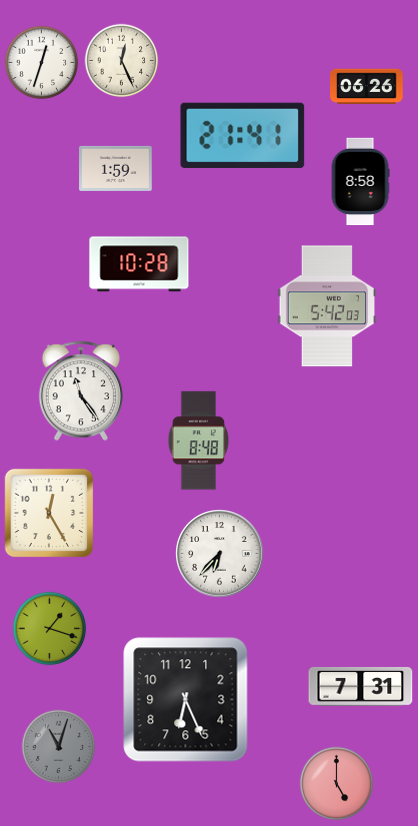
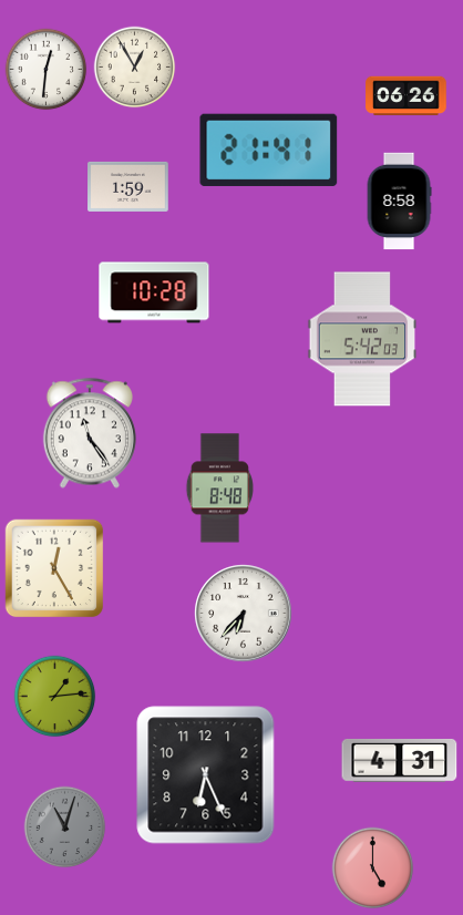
clock at (122, 61): 12:26 -> 12:55
clock at (42, 63): 12:33 -> 12:31
clock at (50, 629): 1:18 -> 1:14
clock at (361, 686): 7:31 -> 4:31
